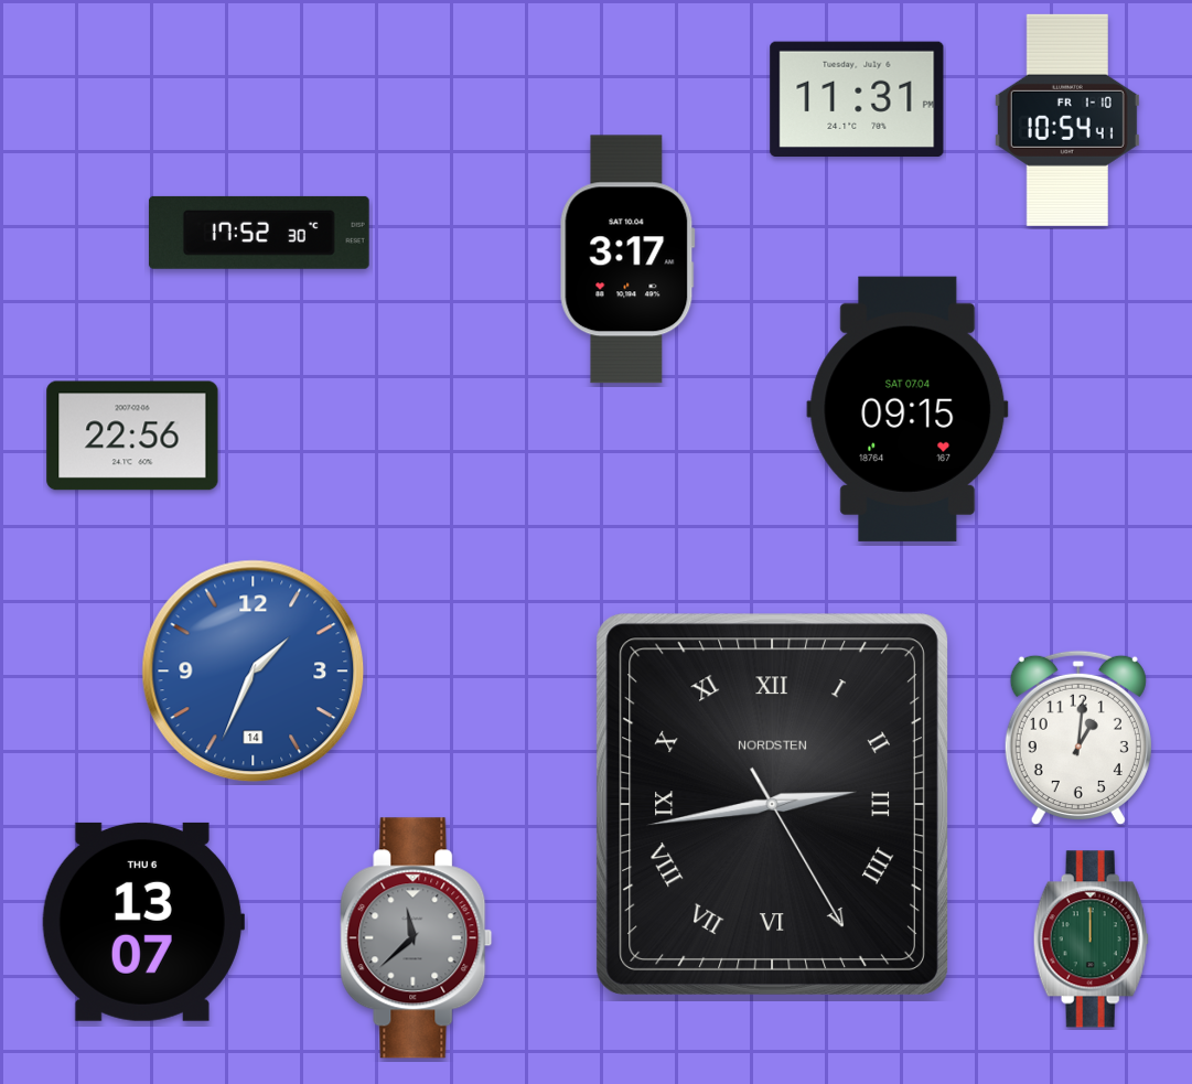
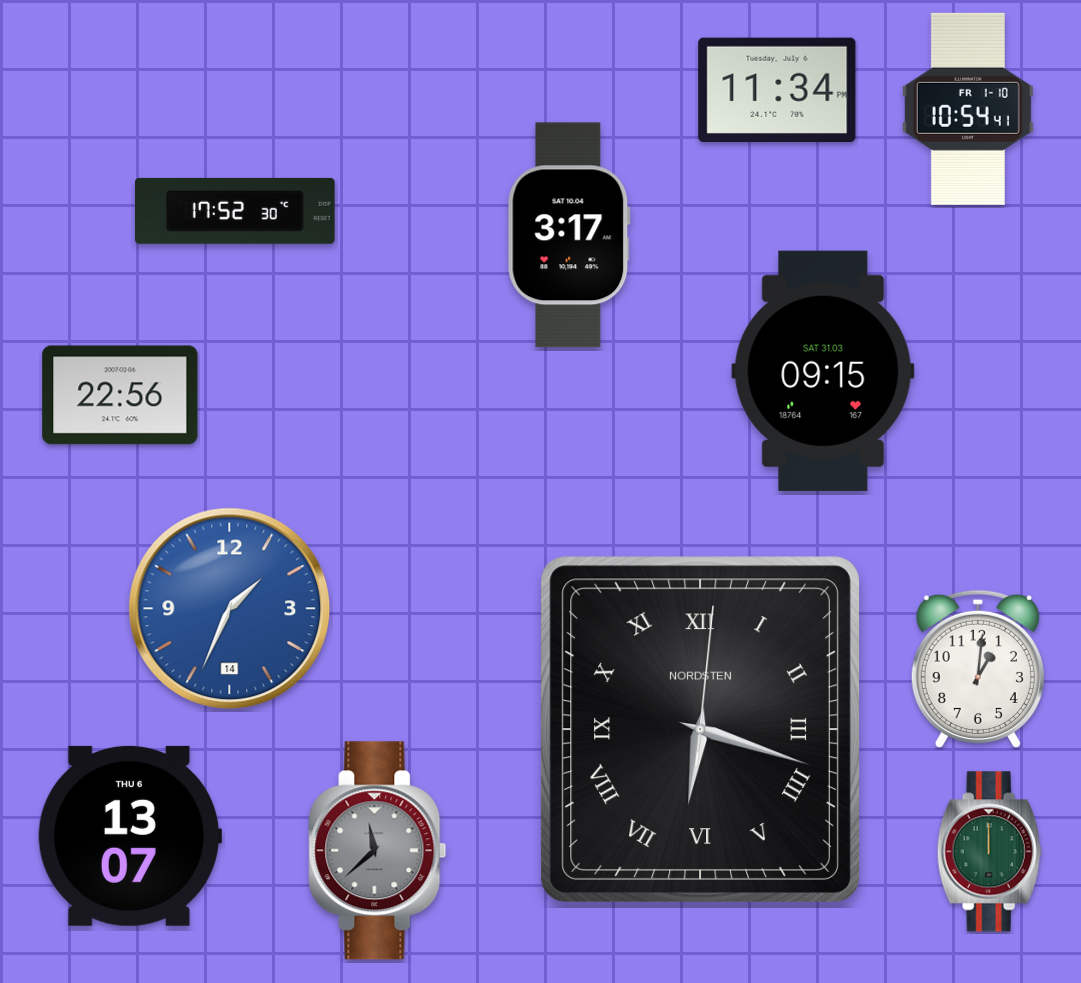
clock at (857, 98): 11:31 -> 11:34
clock at (908, 409) date: SAT 07.04 -> SAT 31.03
clock at (772, 804): 2:43 -> 6:18
